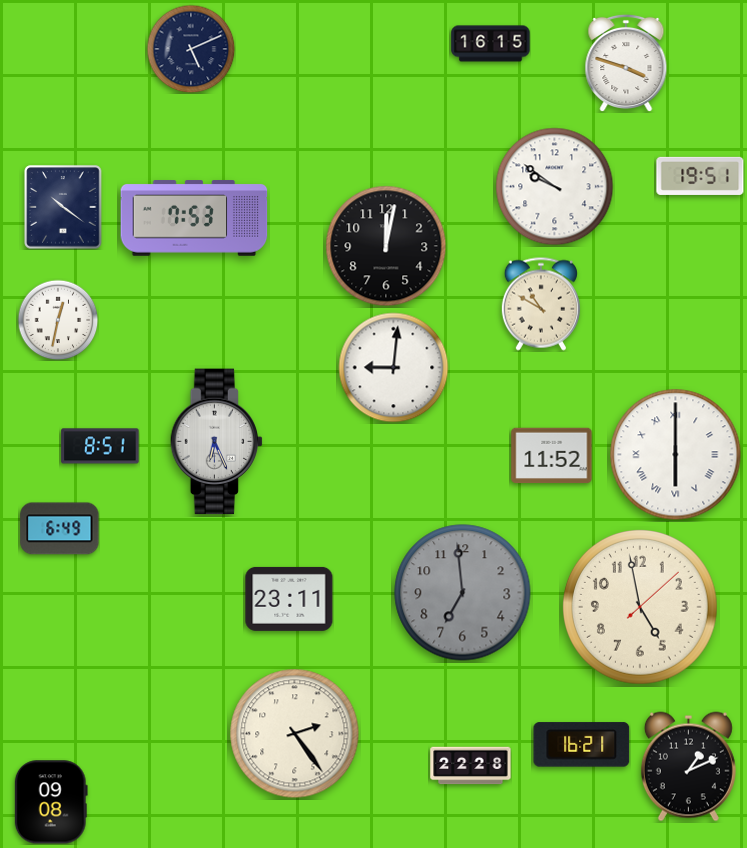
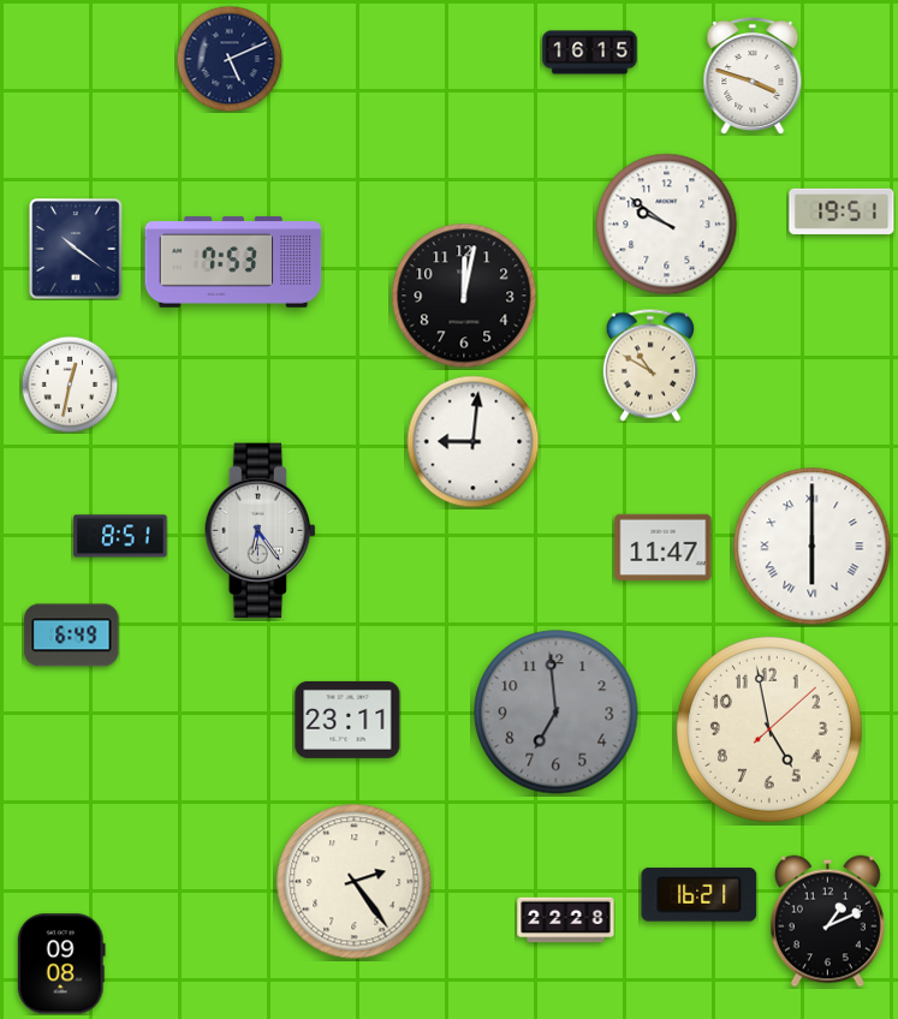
clock at (217, 442): 6:26 -> 6:24
clock at (552, 456): 11:52 -> 11:47
